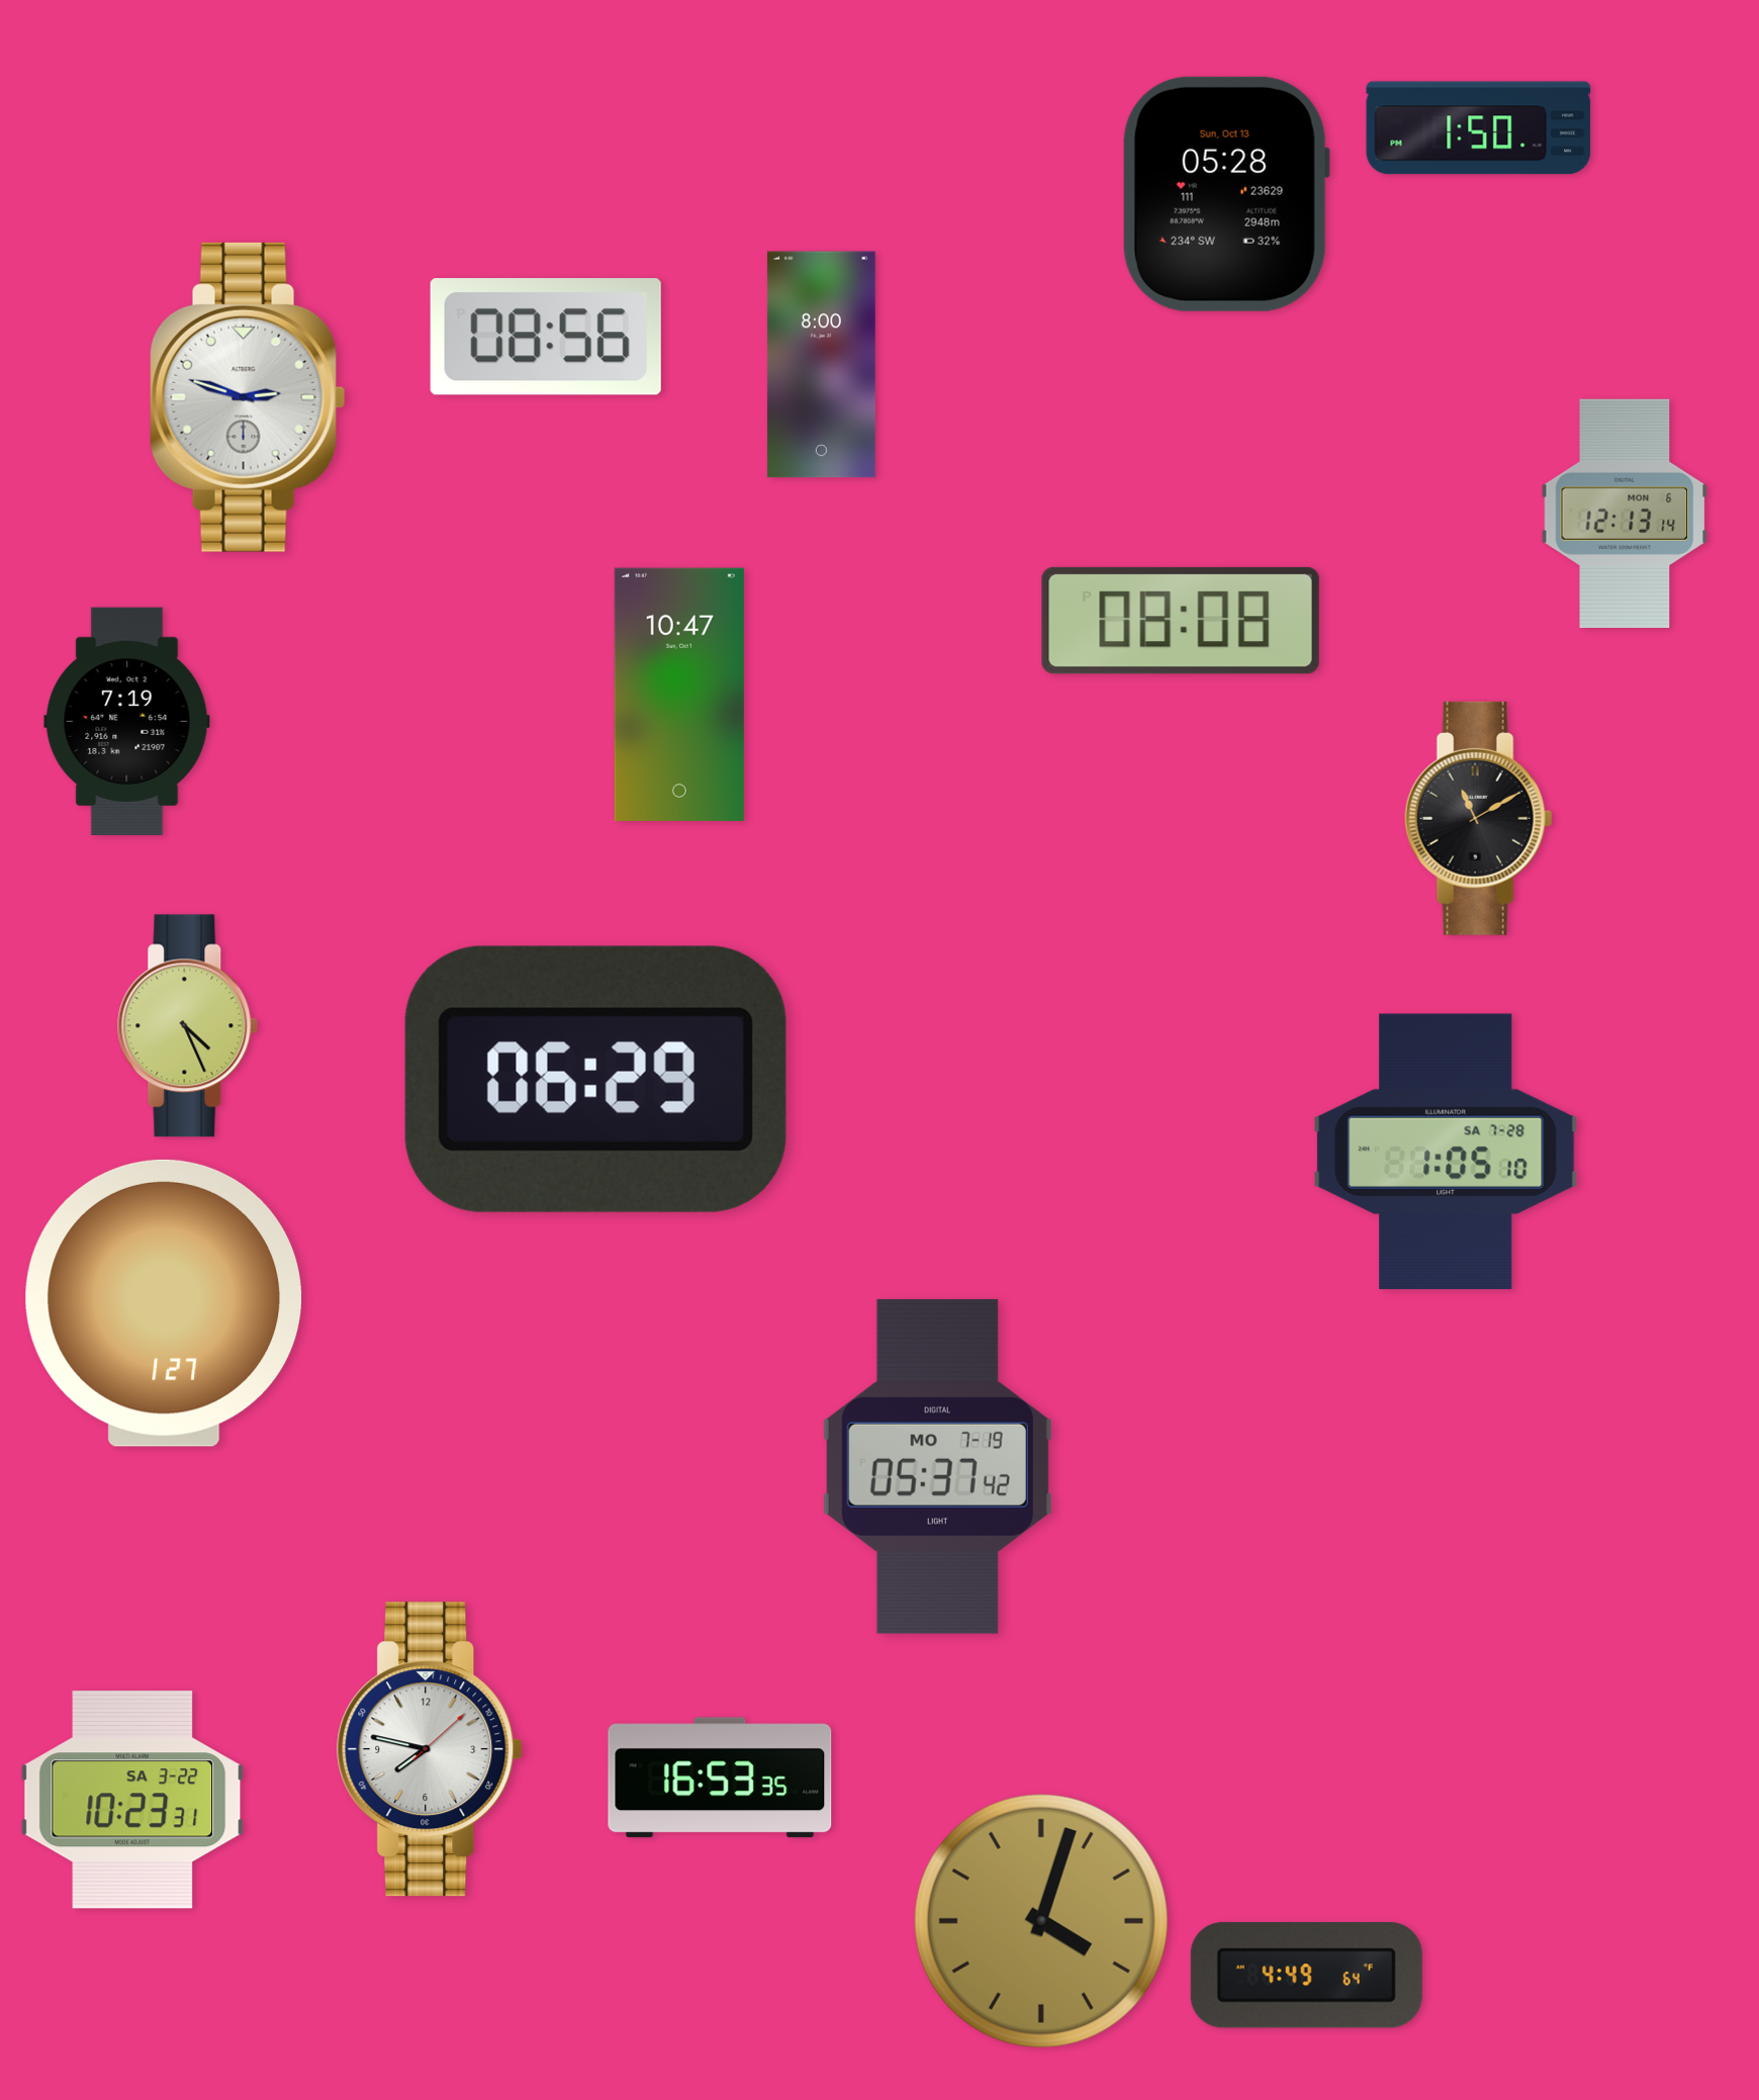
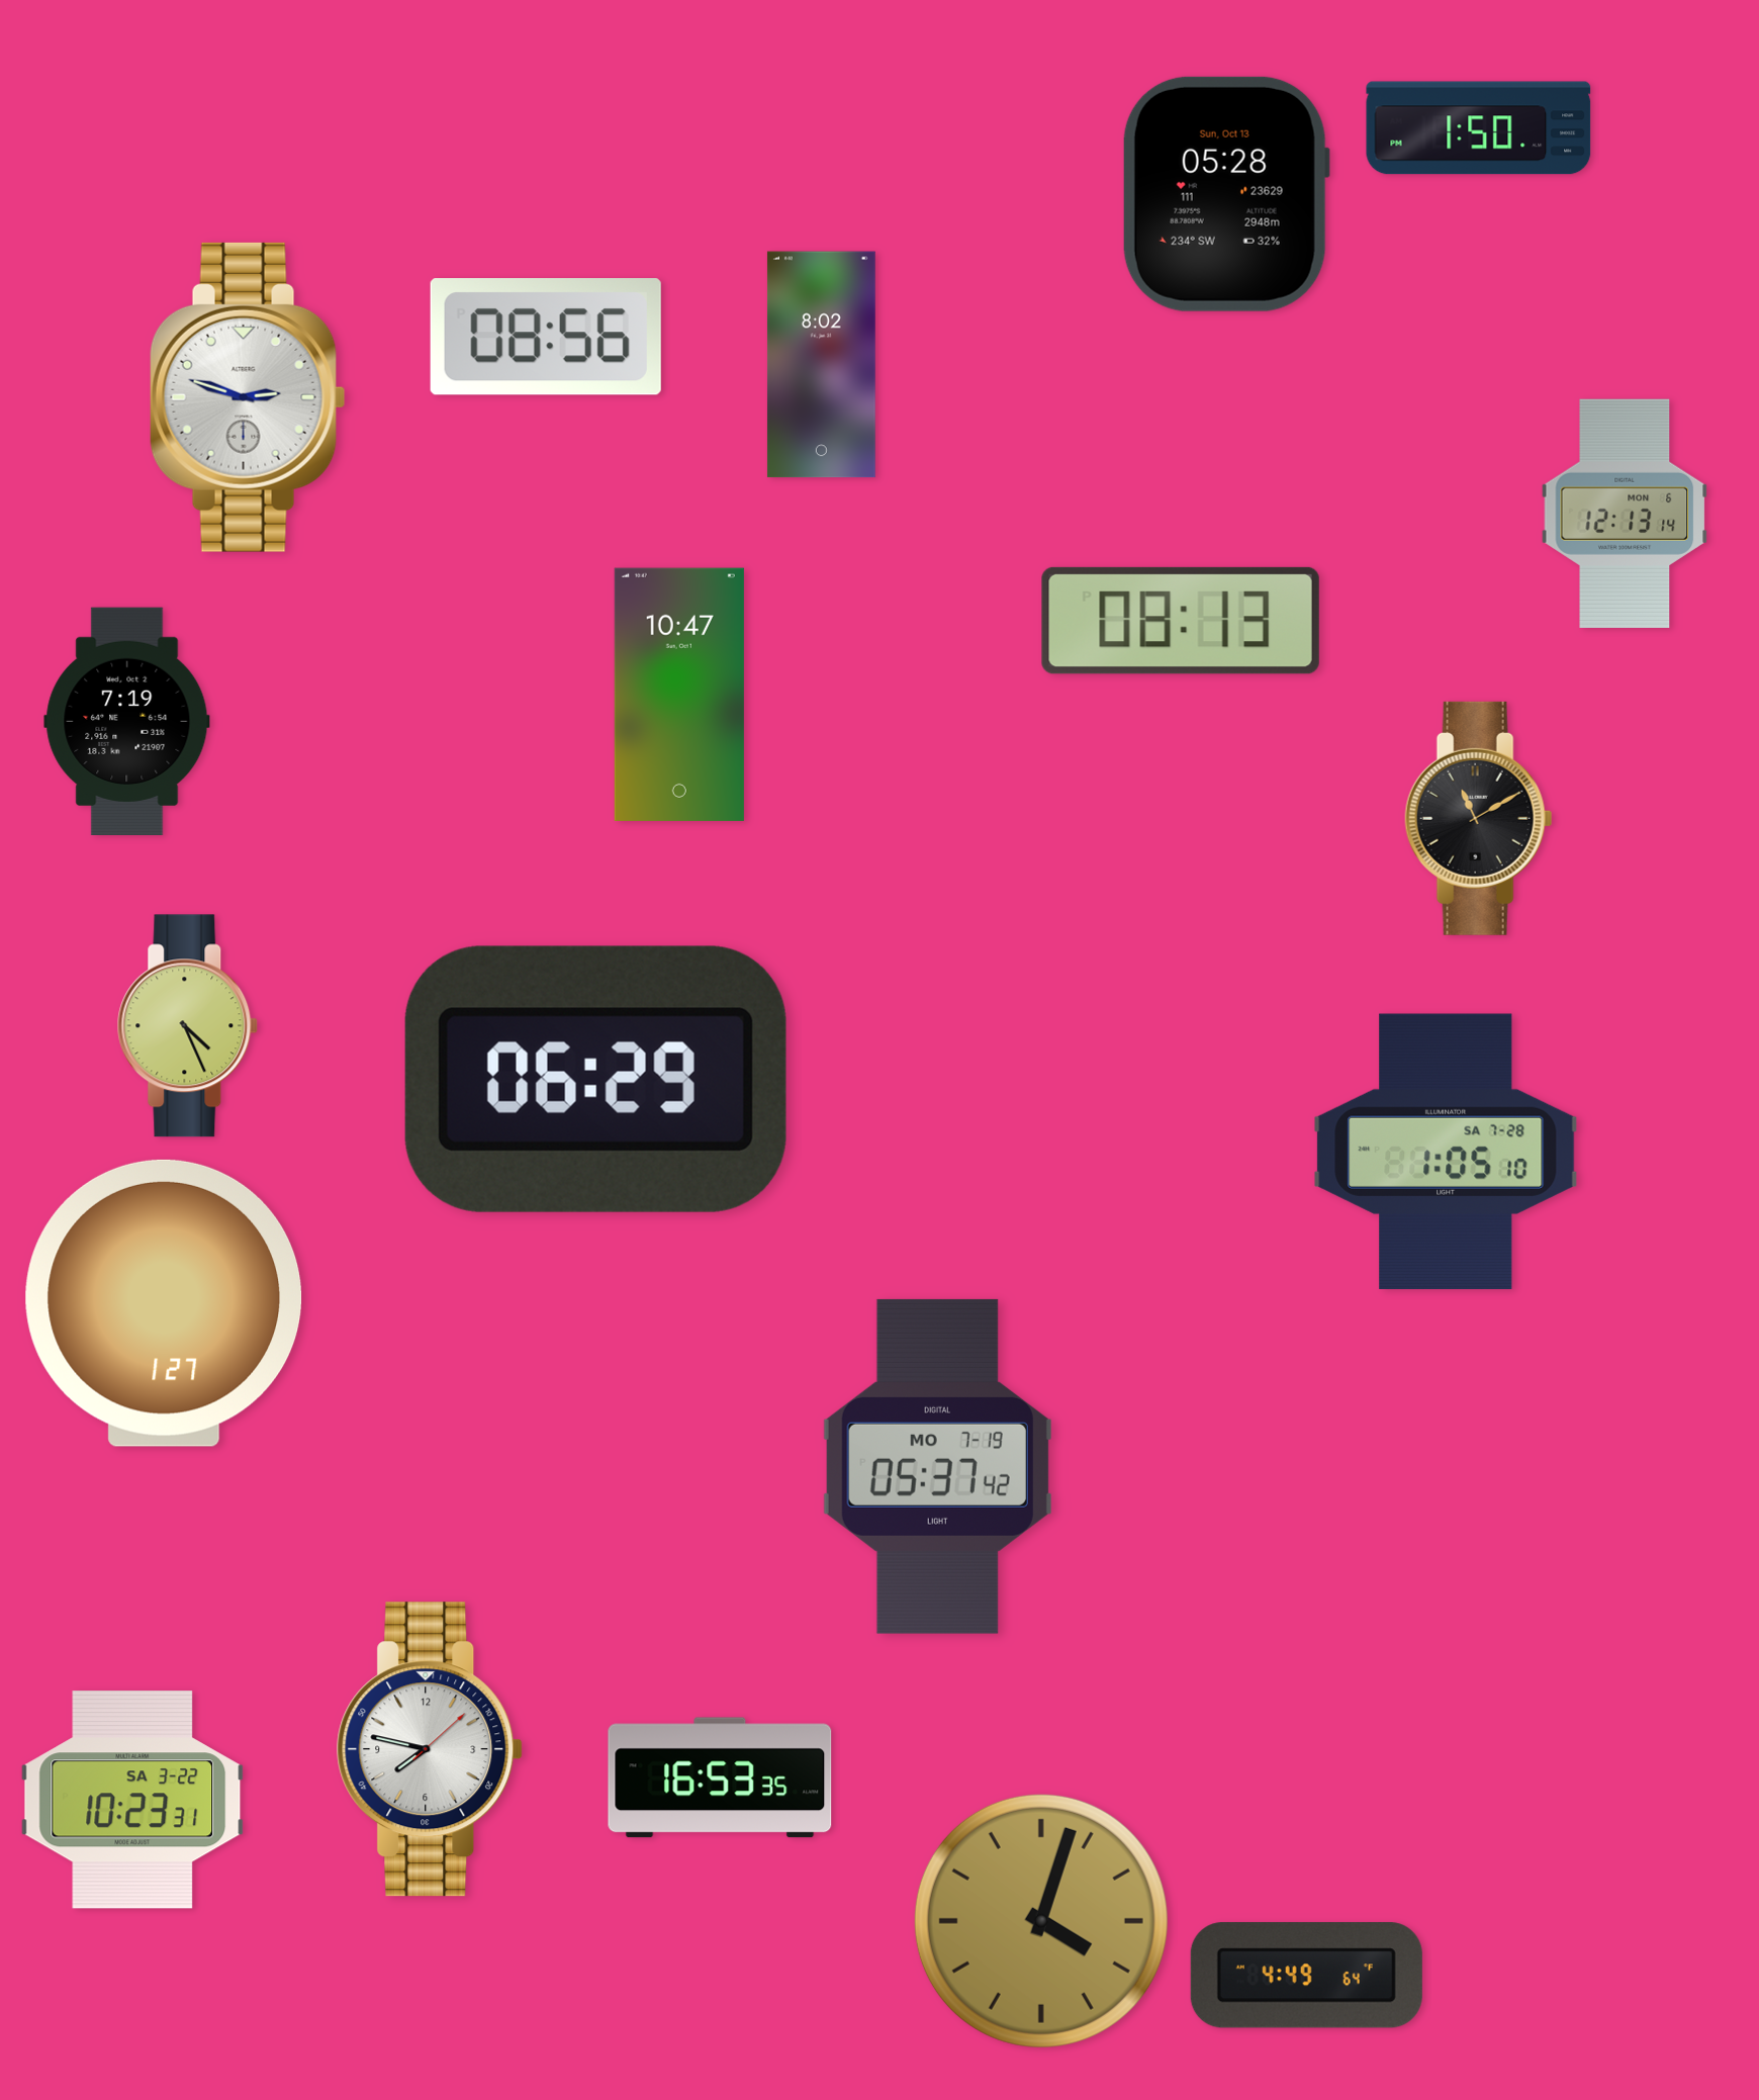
clock at (821, 365): 8:00 -> 8:02
clock at (1181, 621): 08:08 -> 08:13
